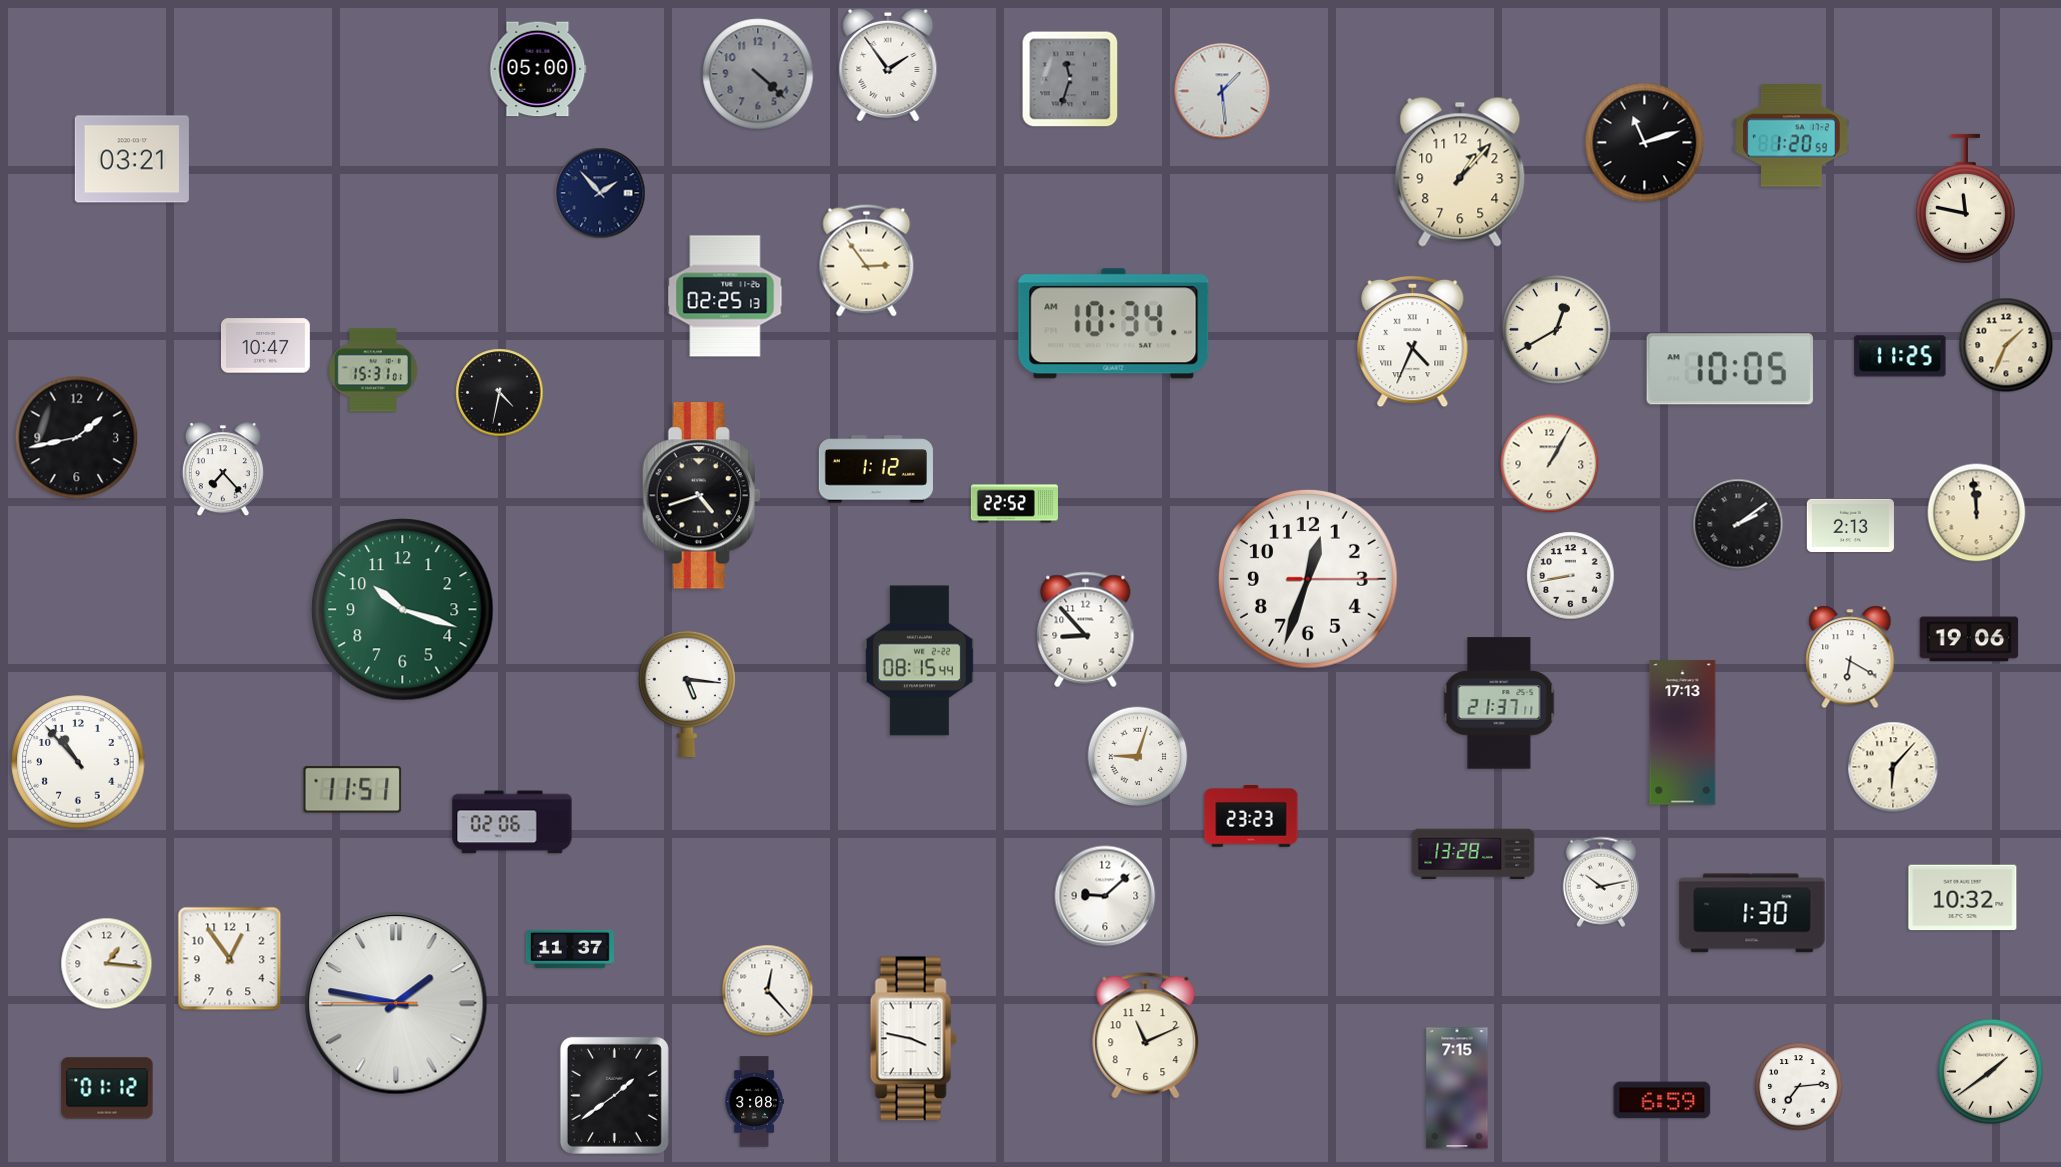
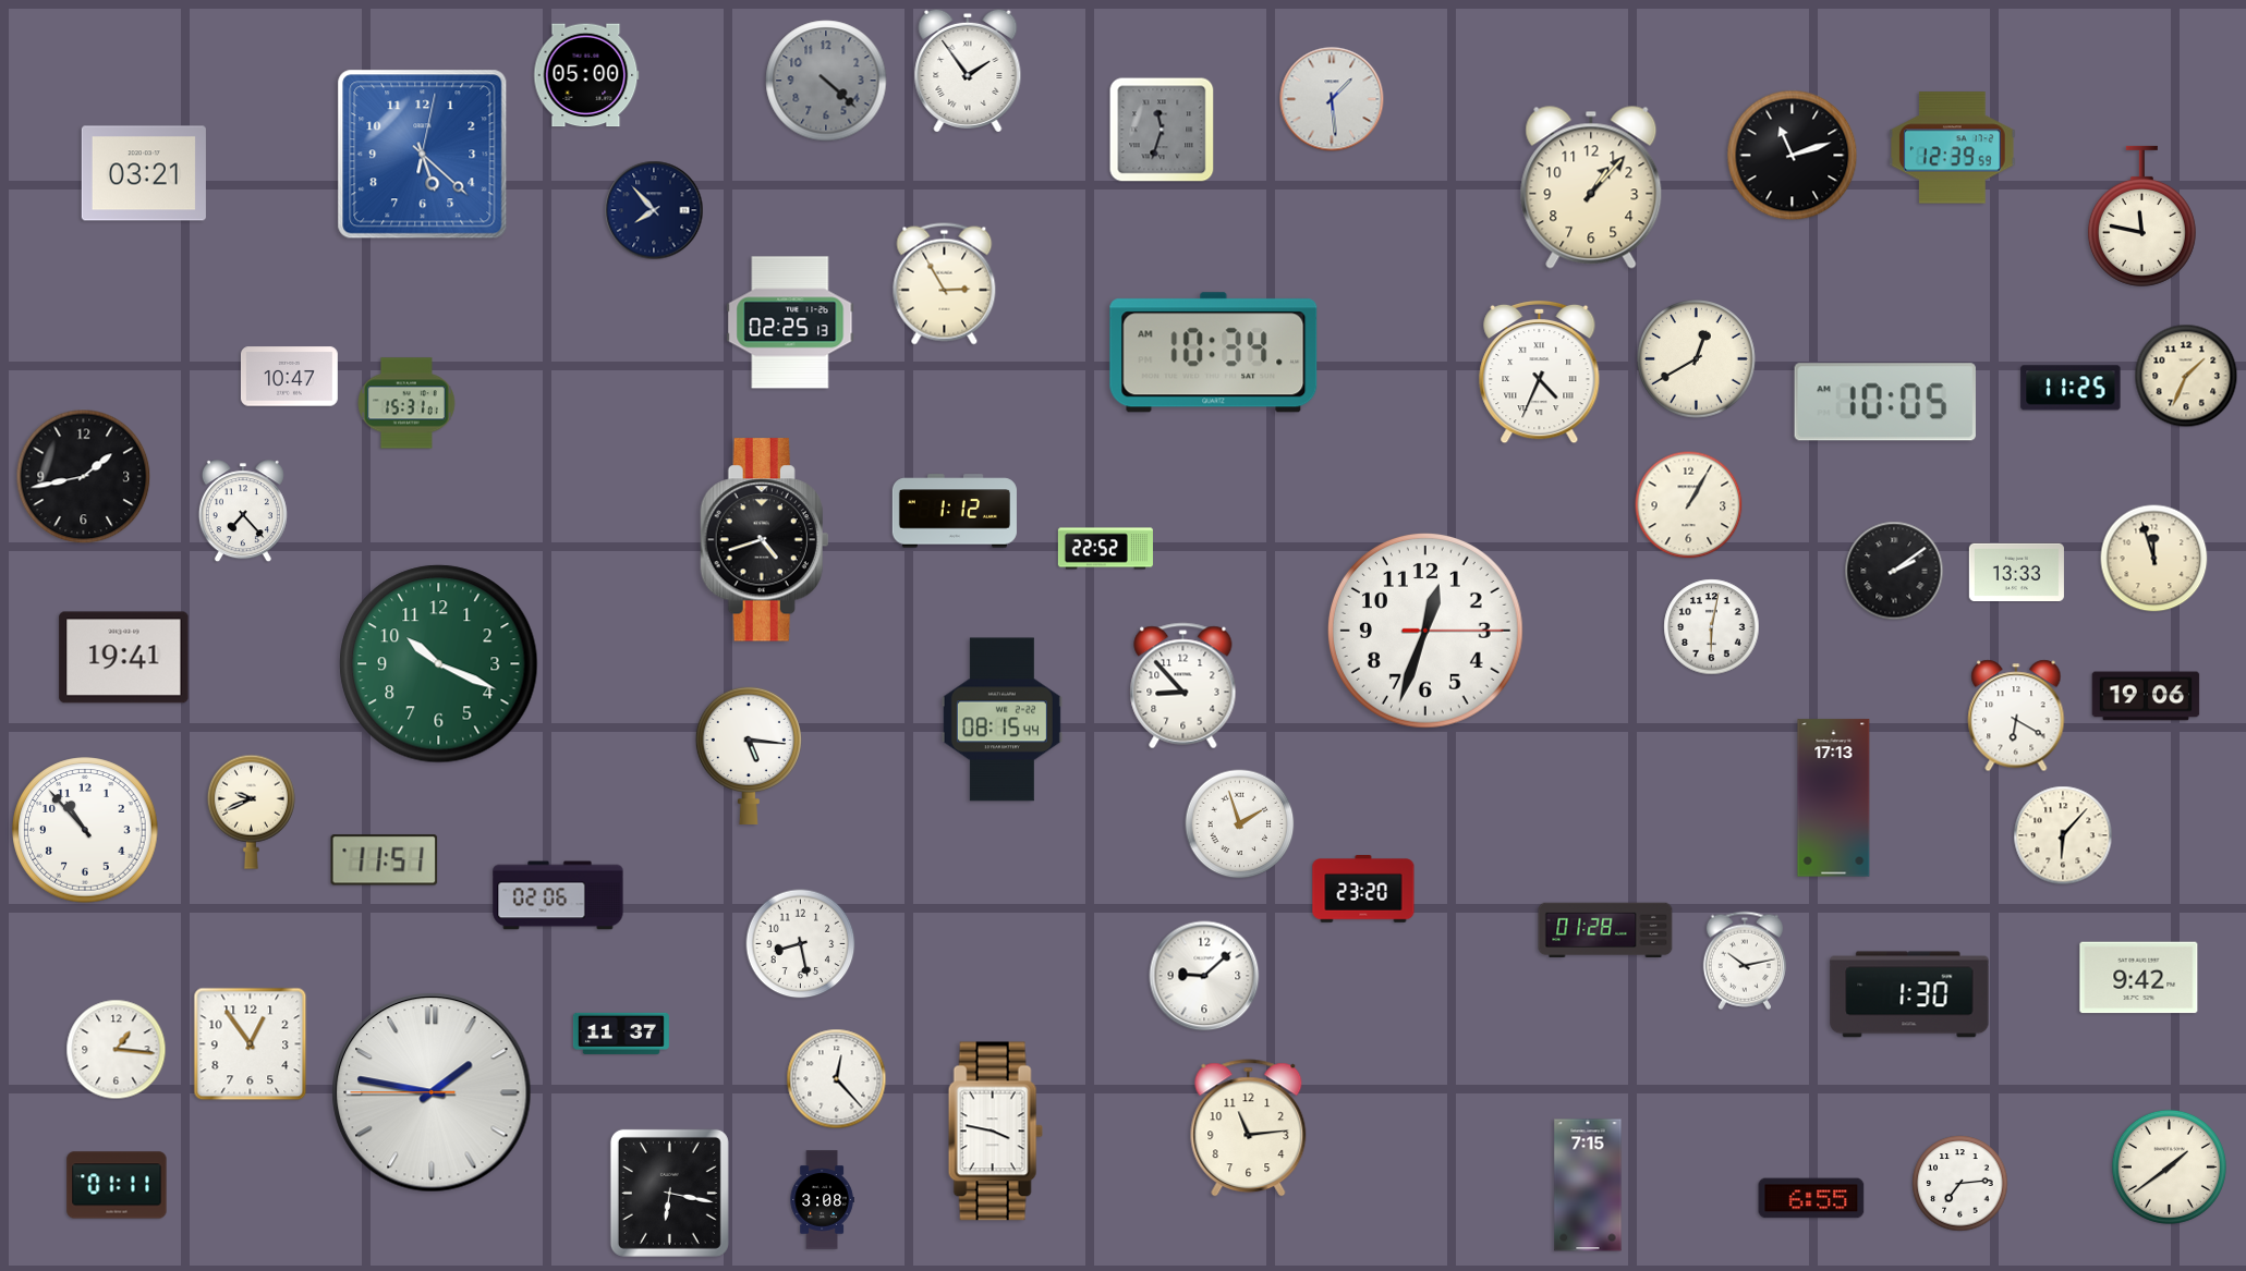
clock at (1070, 79) position: (1070, 79) -> (1162, 130)
clock at (1792, 136): 1:20 -> 12:39
clock at (423, 155): none -> 5:22
clock at (600, 193): 1:53 -> 7:53
clock at (867, 261): 2:54 -> 2:55
clock at (500, 393): 4:32 -> none
clock at (1977, 513): 11:59 -> 11:57
clock at (1850, 525): 2:13 -> 13:33
clock at (1571, 576): 8:43 -> 6:02
clock at (124, 658): none -> 19:41
clock at (403, 610): 10:18 -> 10:19
clock at (1499, 703): 21:37 -> none
clock at (251, 811): none -> 9:41
clock at (1138, 757): 9:03 -> 1:57
clock at (1251, 817): 23:23 -> 23:20
clock at (1473, 854): 13:28 -> 01:28
clock at (801, 944): none -> 8:28
clock at (1963, 898): 10:32 -> 9:42
clock at (1146, 1036): 11:11 -> 11:14
clock at (107, 1088): 01:12 -> 01:11
clock at (614, 1095): 1:39 -> 6:17
clock at (1662, 1100): 6:59 -> 6:55
